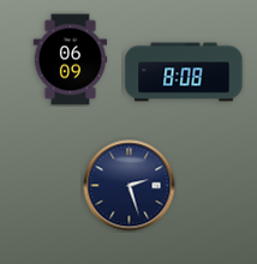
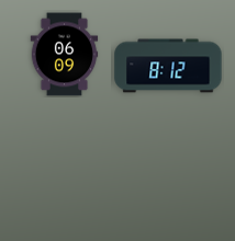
clock at (184, 72): 8:08 -> 8:12
clock at (130, 186): 2:27 -> none
